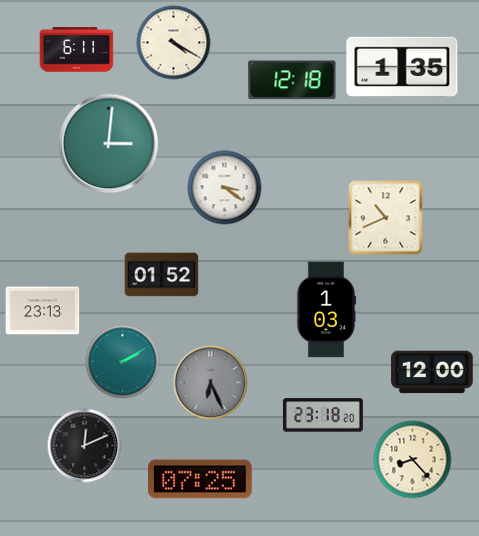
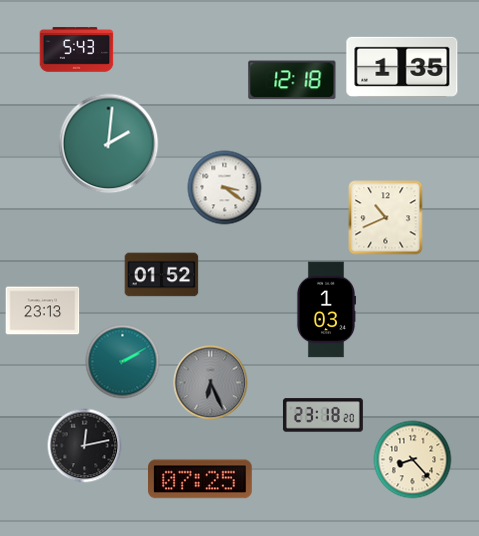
clock at (174, 43): 4:20 -> none
clock at (77, 50): 6:11 -> 5:43
clock at (109, 144): 3:01 -> 2:01
clock at (432, 372): 12:00 -> none
clock at (85, 446): 12:11 -> 12:13
